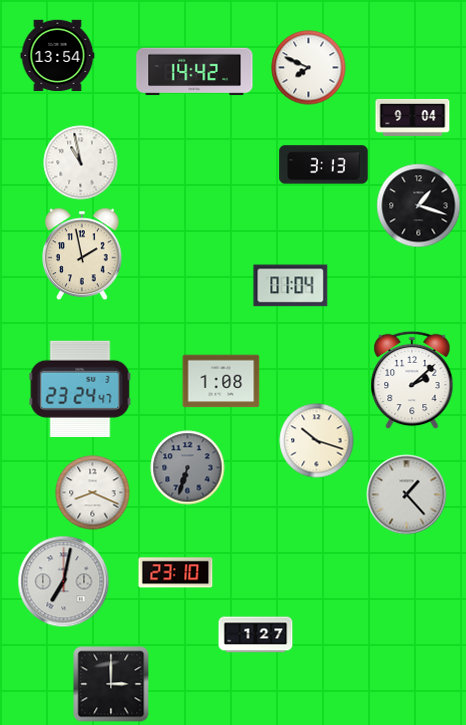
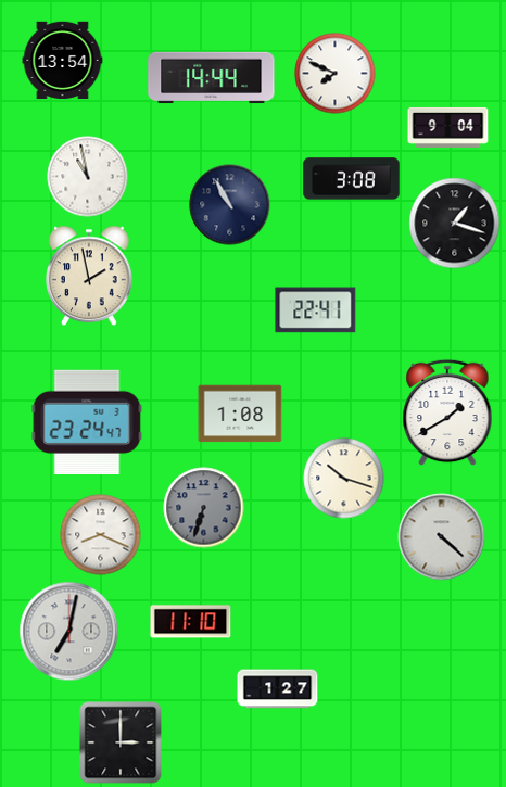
clock at (195, 72): 14:42 -> 14:44
clock at (324, 165): 3:13 -> 3:08
clock at (230, 205): none -> 10:55
clock at (291, 286): 01:04 -> 22:41
clock at (412, 380): 2:08 -> 1:40
clock at (407, 495): 1:23 -> 4:22
clock at (176, 573): 23:10 -> 11:10
